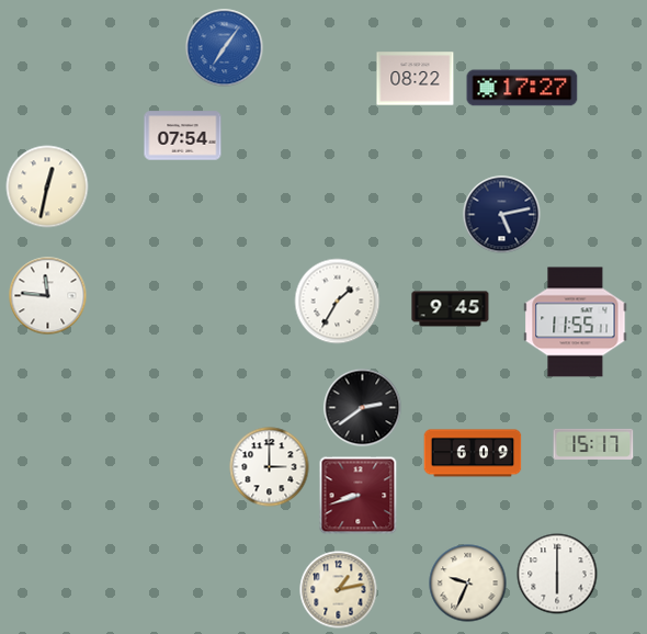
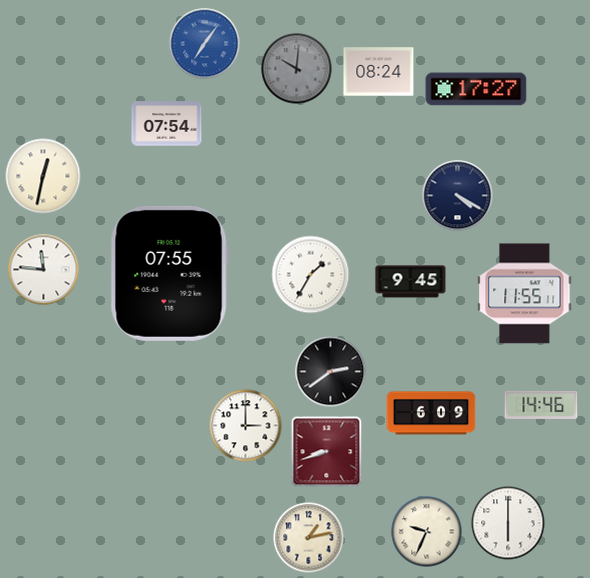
clock at (297, 69): none -> 10:01
clock at (416, 79): 08:22 -> 08:24
clock at (522, 88) position: (522, 88) -> (476, 89)
clock at (47, 186) position: (47, 186) -> (43, 176)
clock at (502, 215): 5:13 -> 4:20
clock at (169, 273): none -> 07:55
clock at (338, 302) position: (338, 302) -> (311, 275)
clock at (593, 444): 15:17 -> 14:46
